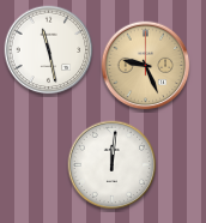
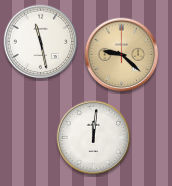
clock at (146, 66): 9:26 -> 9:22
